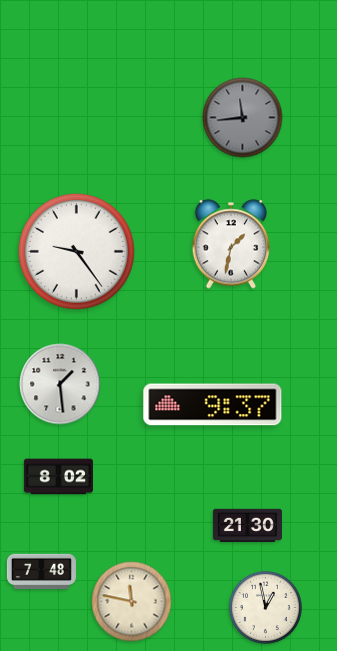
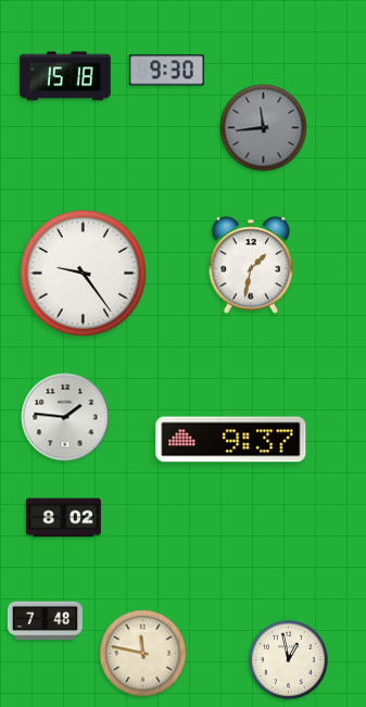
clock at (166, 71): none -> 9:30
clock at (65, 76): none -> 15:18
clock at (60, 384): 1:29 -> 1:46
clock at (247, 526): 21:30 -> none
